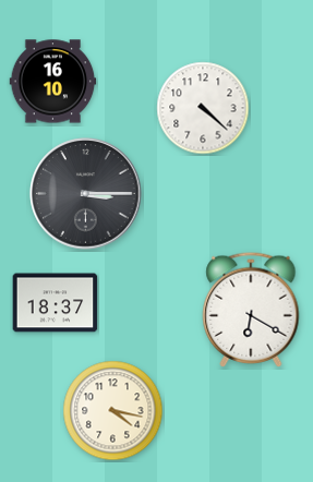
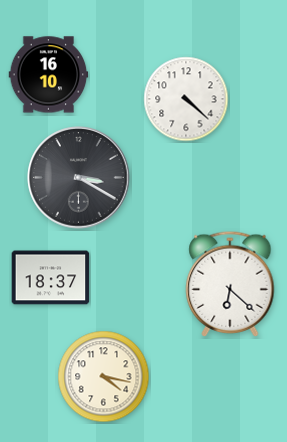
clock at (86, 194): 3:15 -> 3:20
clock at (251, 310): 6:20 -> 6:22
